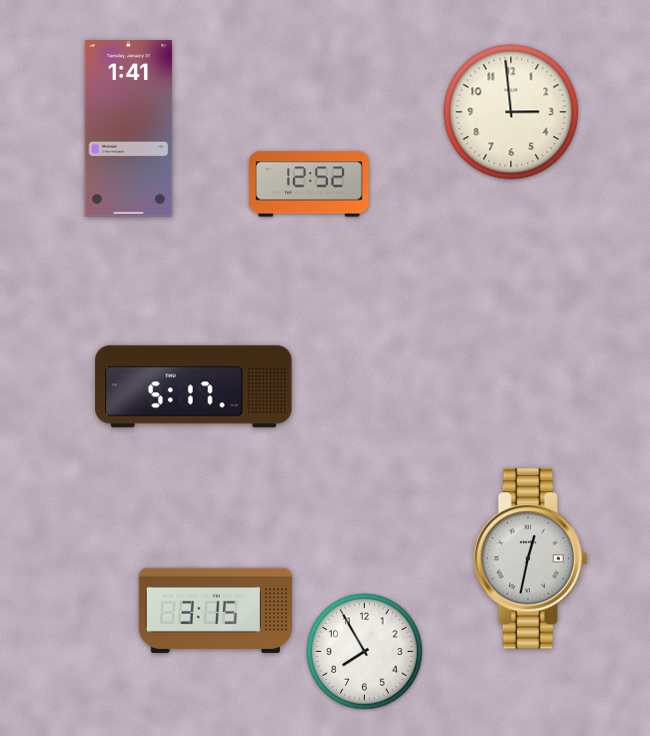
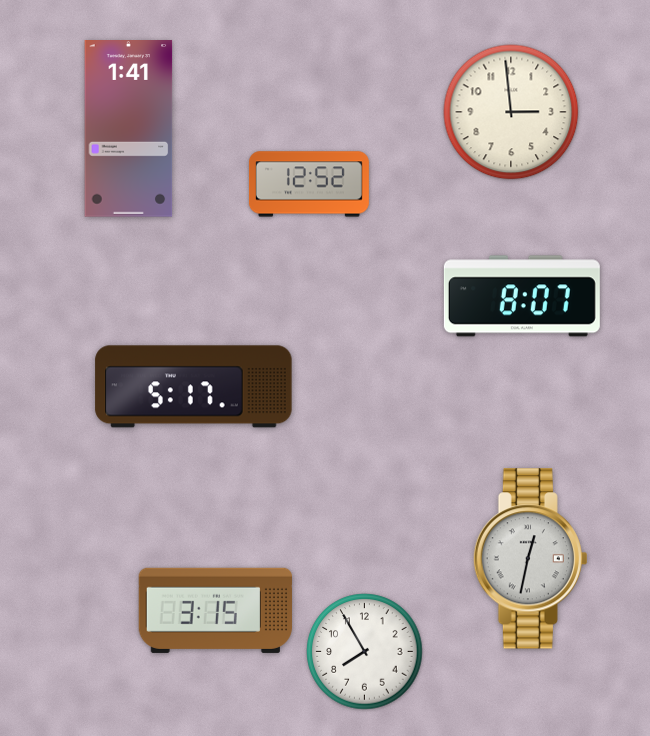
clock at (522, 296): none -> 8:07
